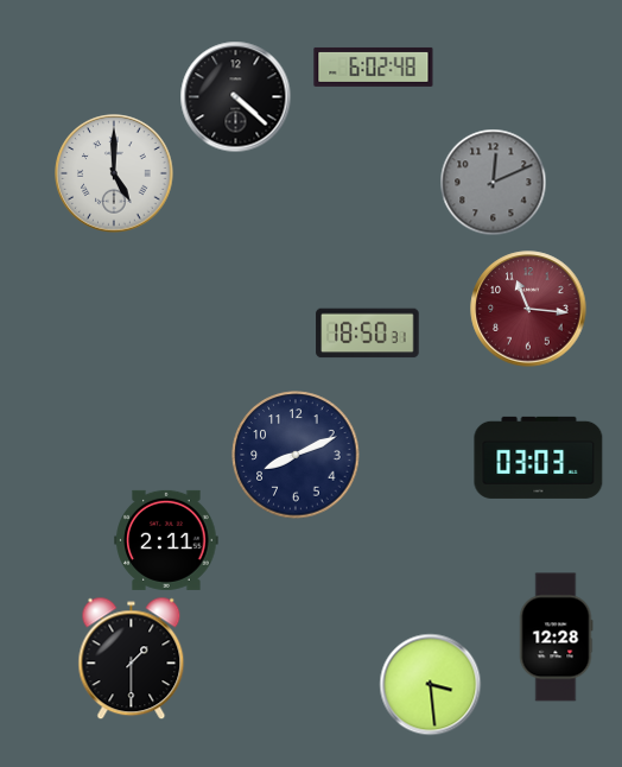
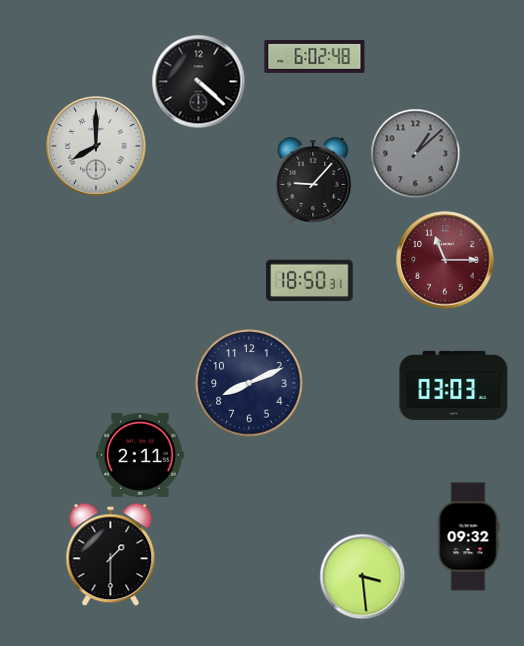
clock at (114, 173): 5:00 -> 8:00
clock at (493, 182): 12:11 -> 1:08
clock at (313, 182): none -> 9:07
clock at (528, 309): 11:16 -> 11:15
clock at (556, 638): 12:28 -> 09:32
